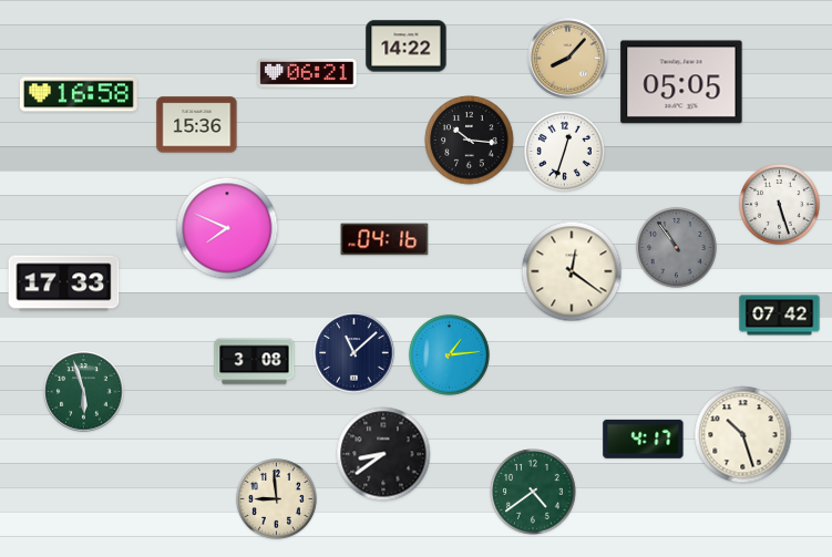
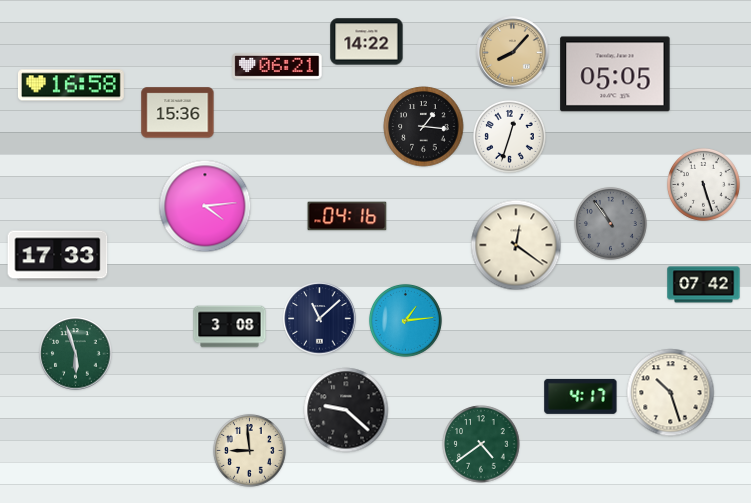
clock at (470, 141): 10:16 -> 1:16
clock at (227, 228): 7:49 -> 4:14
clock at (383, 454): 8:39 -> 9:22
